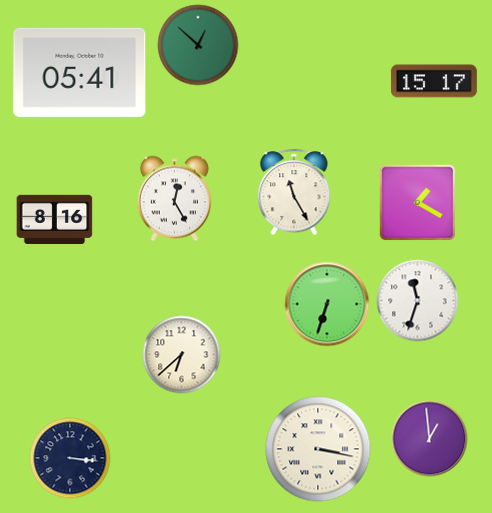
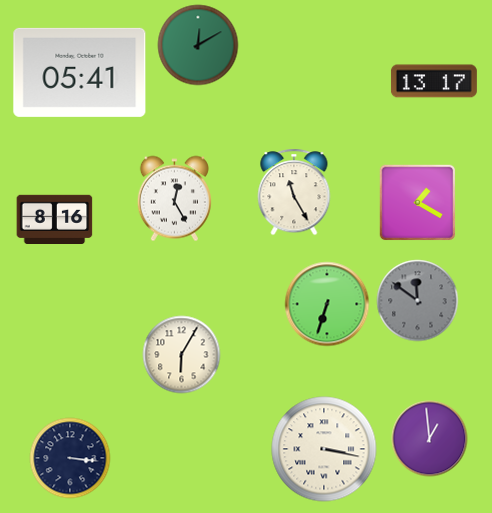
clock at (198, 45): 12:52 -> 12:10
clock at (434, 81): 15:17 -> 13:17
clock at (418, 301): 11:33 -> 11:51
clock at (418, 301) dial: white -> grey
clock at (182, 355): 6:38 -> 6:05
clock at (318, 449) position: (318, 449) -> (324, 449)
